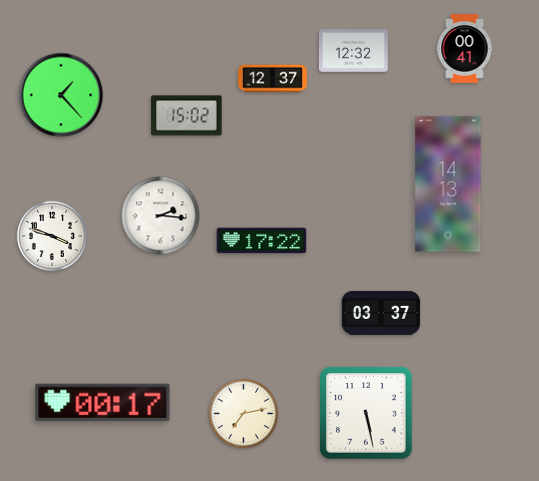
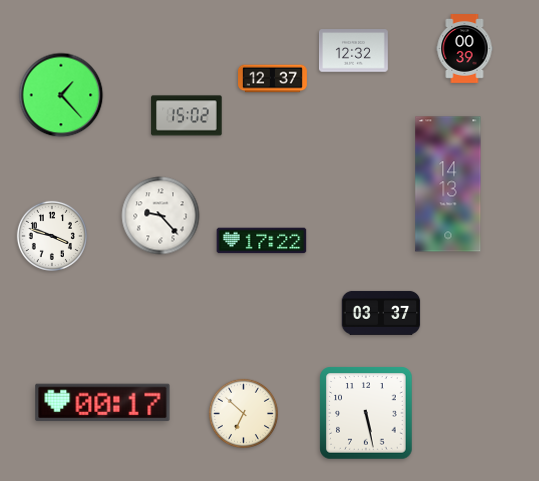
clock at (465, 49): 00:41 -> 00:39
clock at (161, 216): 2:16 -> 9:23
clock at (243, 413): 7:13 -> 6:52
